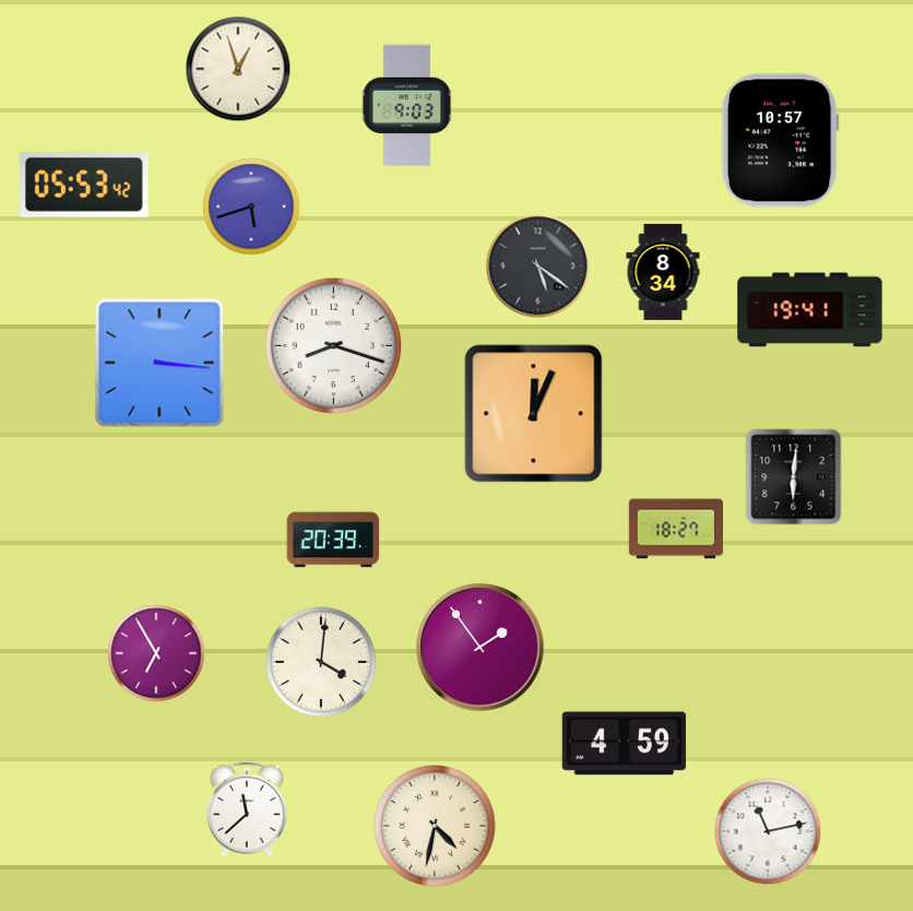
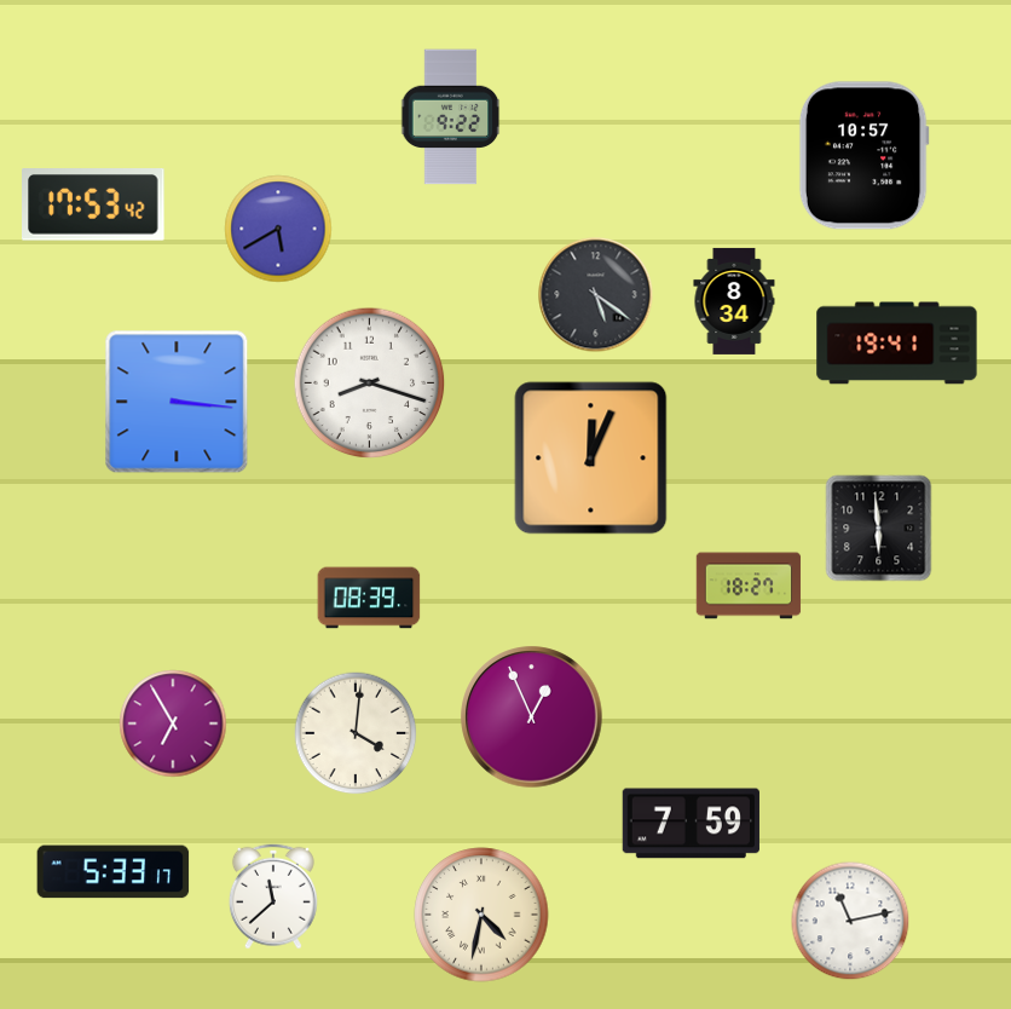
clock at (238, 69): 12:57 -> none
clock at (407, 106): 9:03 -> 9:22
clock at (85, 186): 05:53 -> 17:53
clock at (251, 206): 5:42 -> 5:40
clock at (794, 477): 6:01 -> 5:59
clock at (333, 540): 20:39 -> 08:39
clock at (481, 648): 1:54 -> 12:56
clock at (624, 744): 4:59 -> 7:59
clock at (114, 872): none -> 5:33
